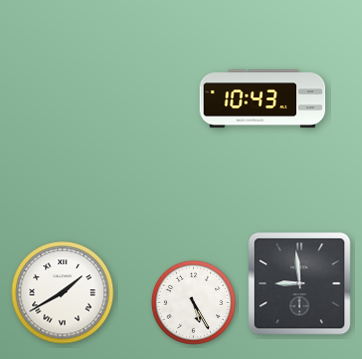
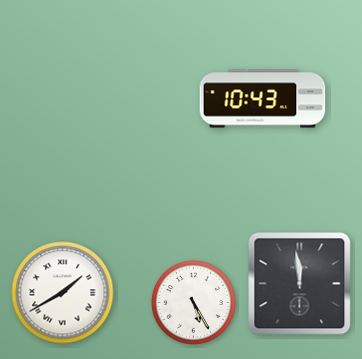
clock at (300, 284): 8:59 -> 11:59
